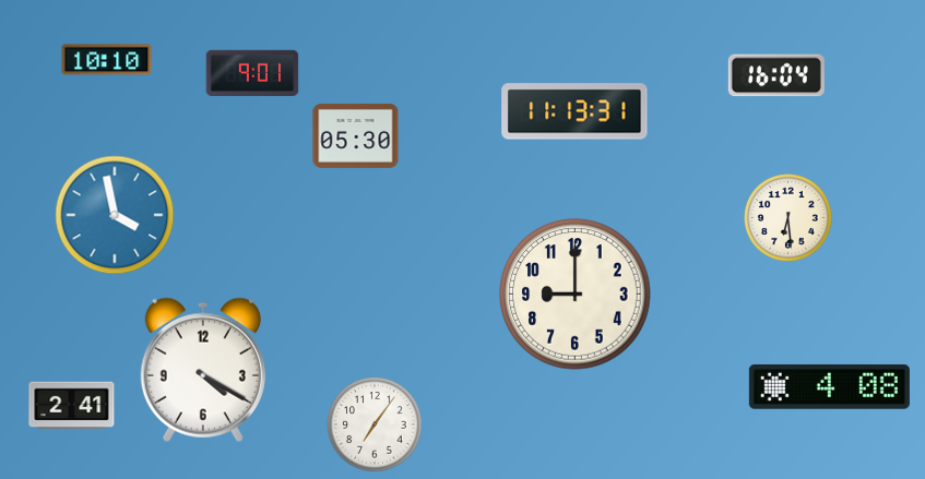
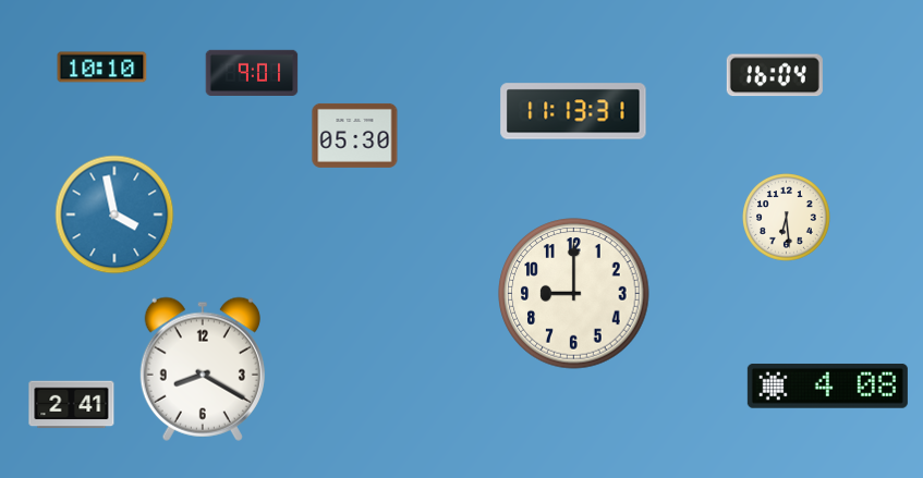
clock at (107, 60) position: (107, 60) -> (102, 68)
clock at (203, 370): 4:20 -> 8:20
clock at (375, 424): 7:06 -> none
